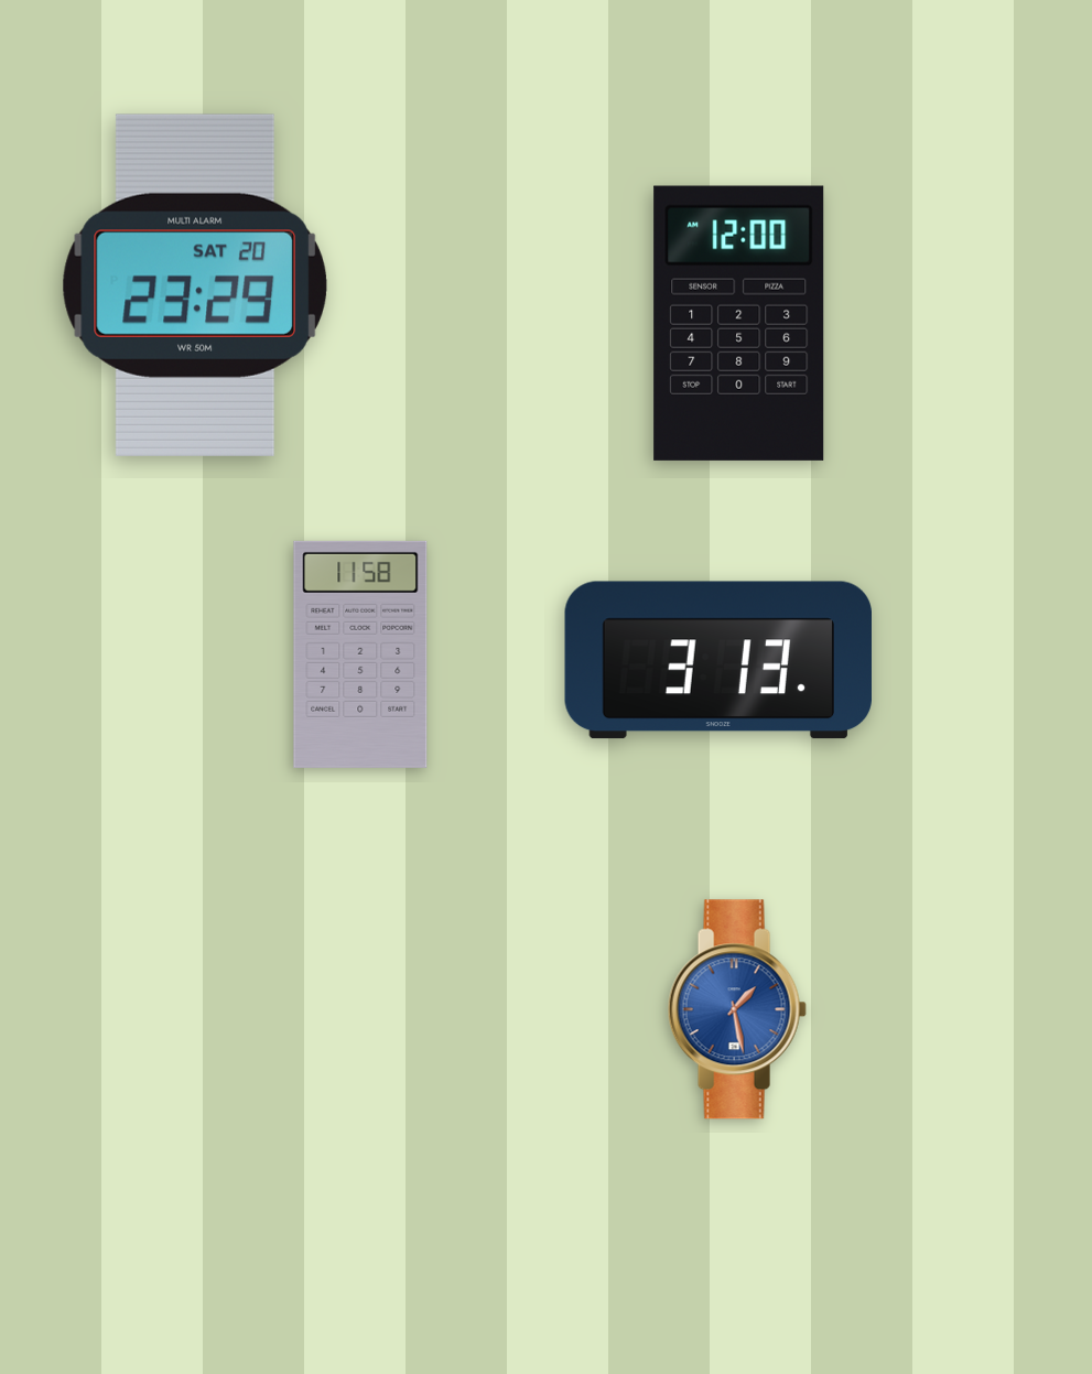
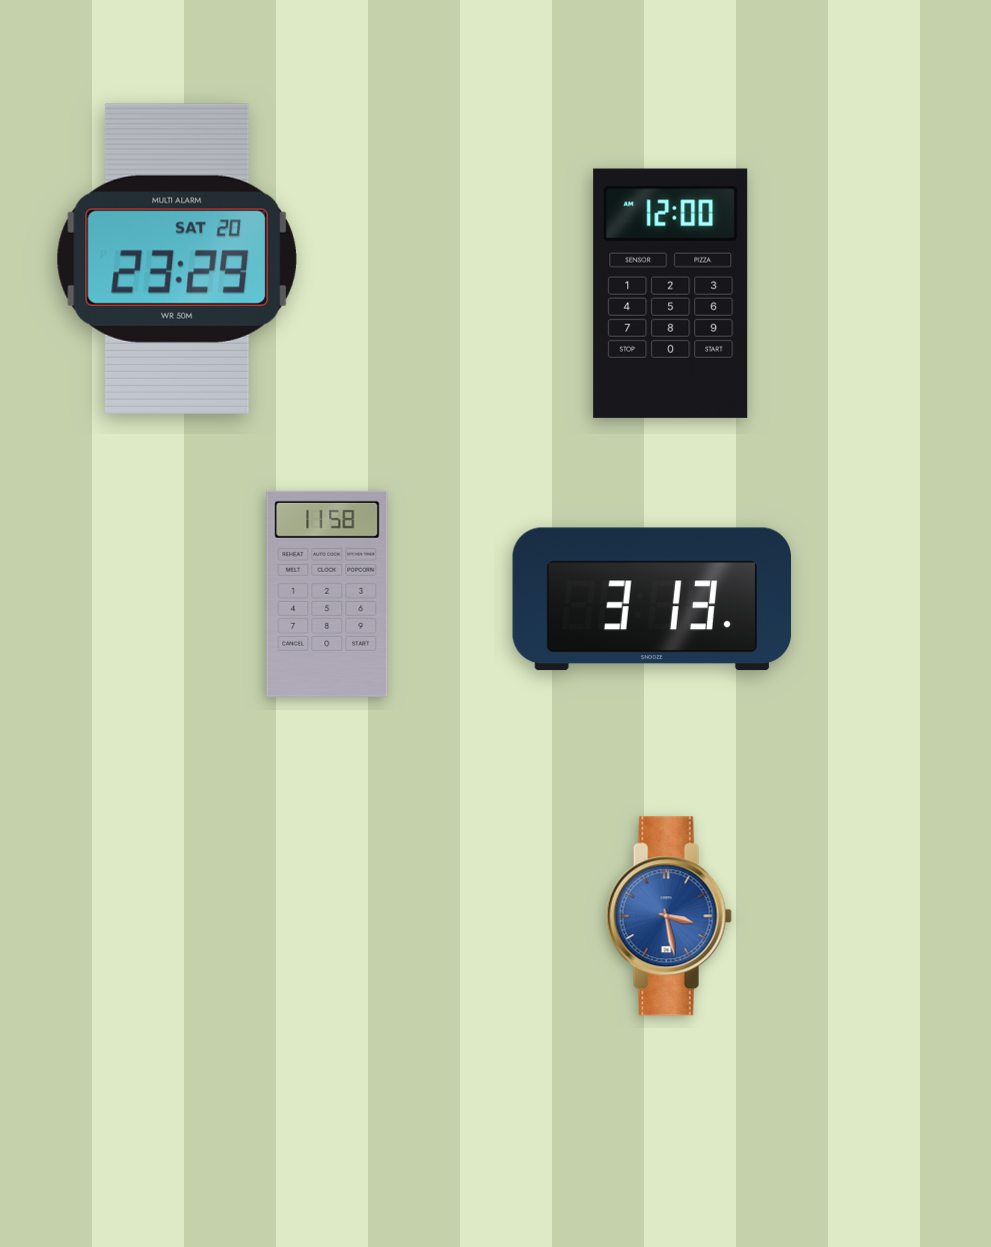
clock at (737, 1009): 1:28 -> 3:28
